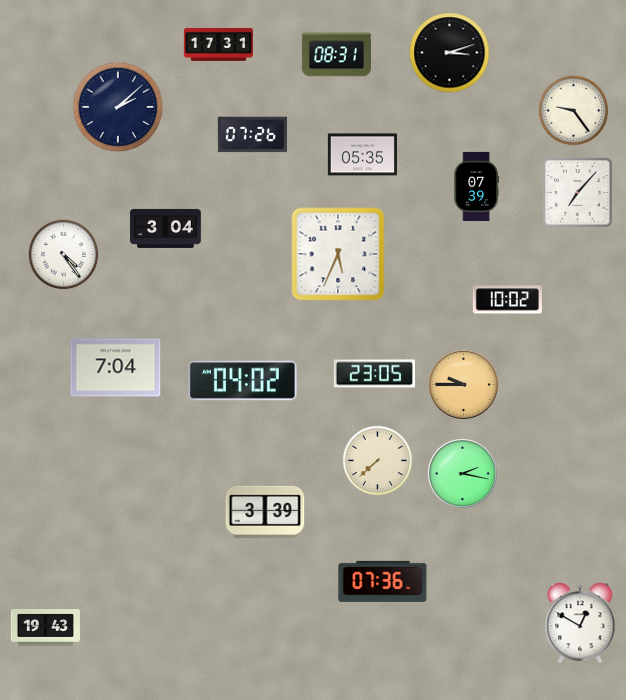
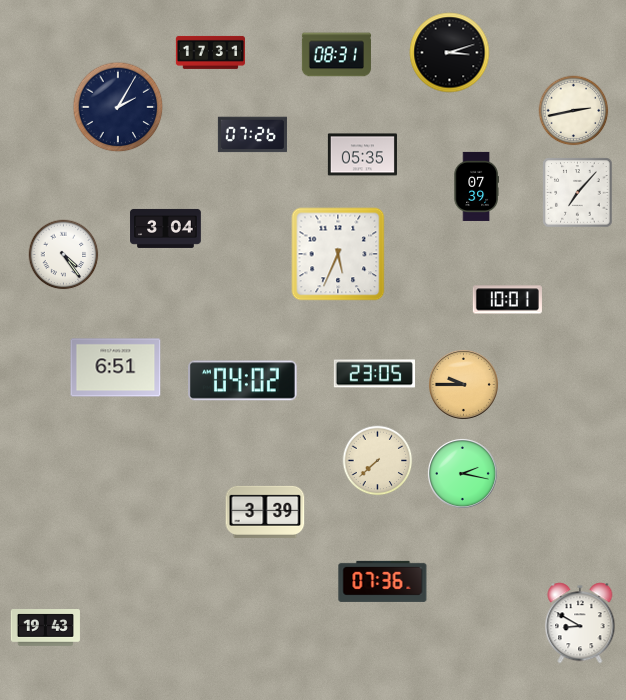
clock at (218, 44) position: (218, 44) -> (210, 52)
clock at (118, 107): 2:08 -> 2:05
clock at (574, 111): 9:24 -> 2:43
clock at (507, 300): 10:02 -> 10:01
clock at (116, 368): 7:04 -> 6:51
clock at (580, 623): 12:50 -> 8:50
